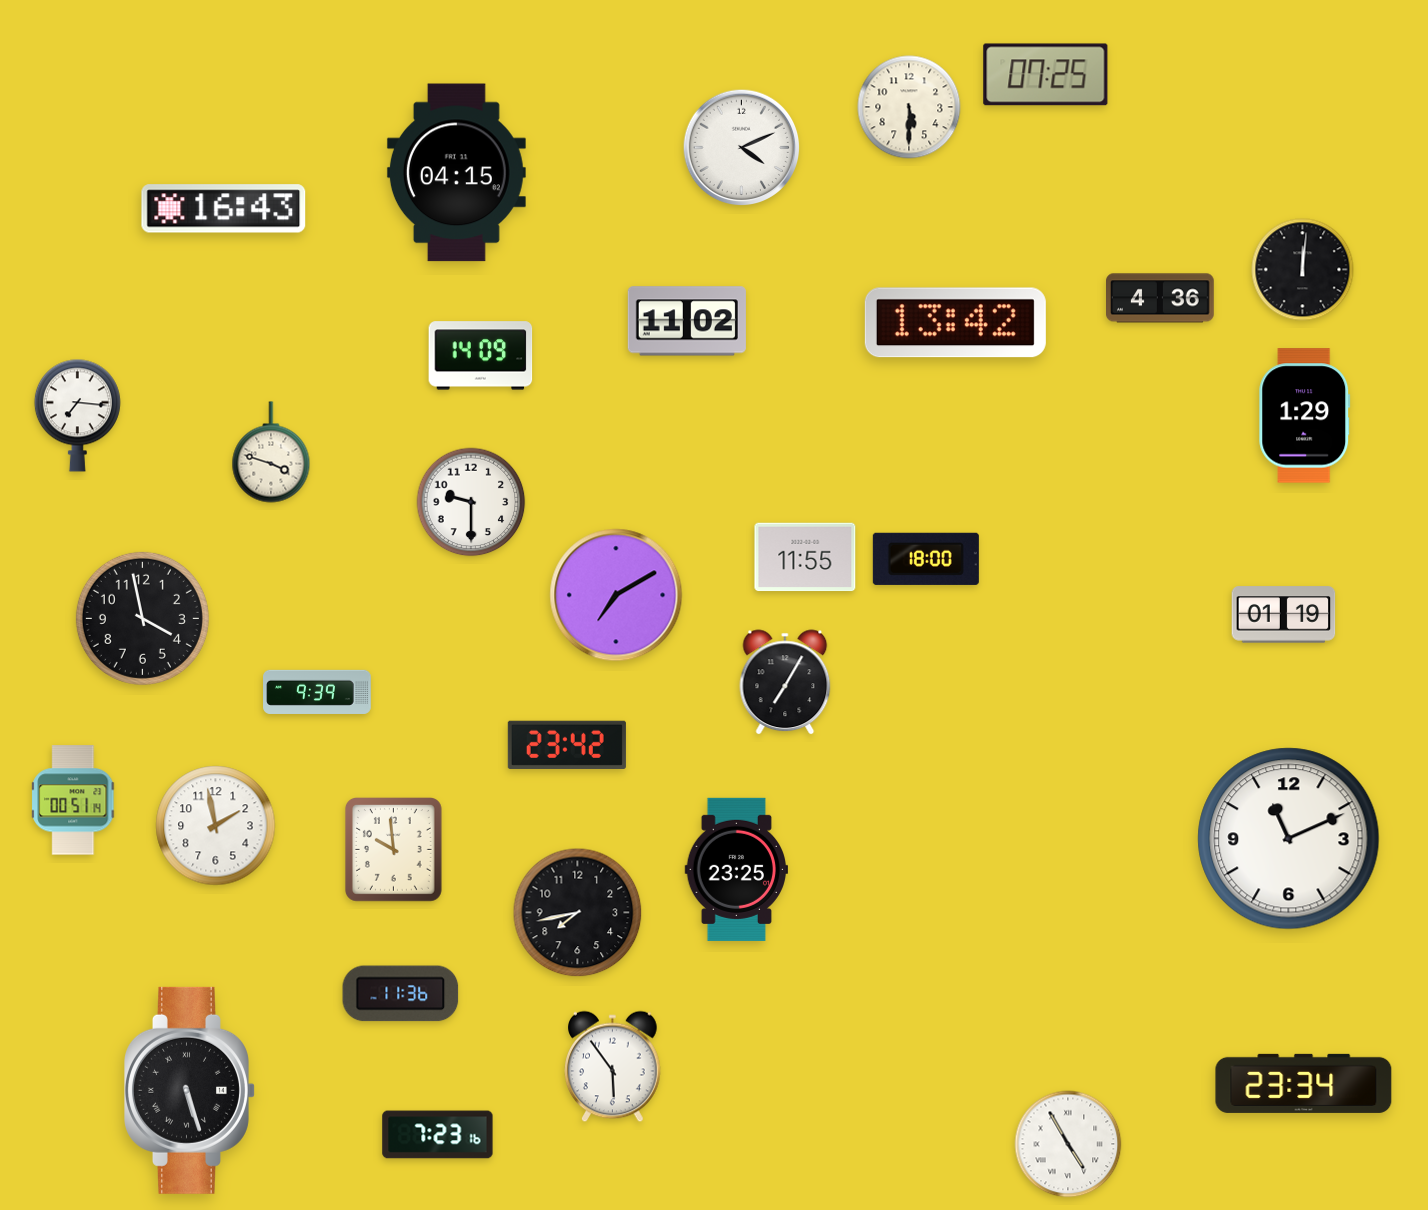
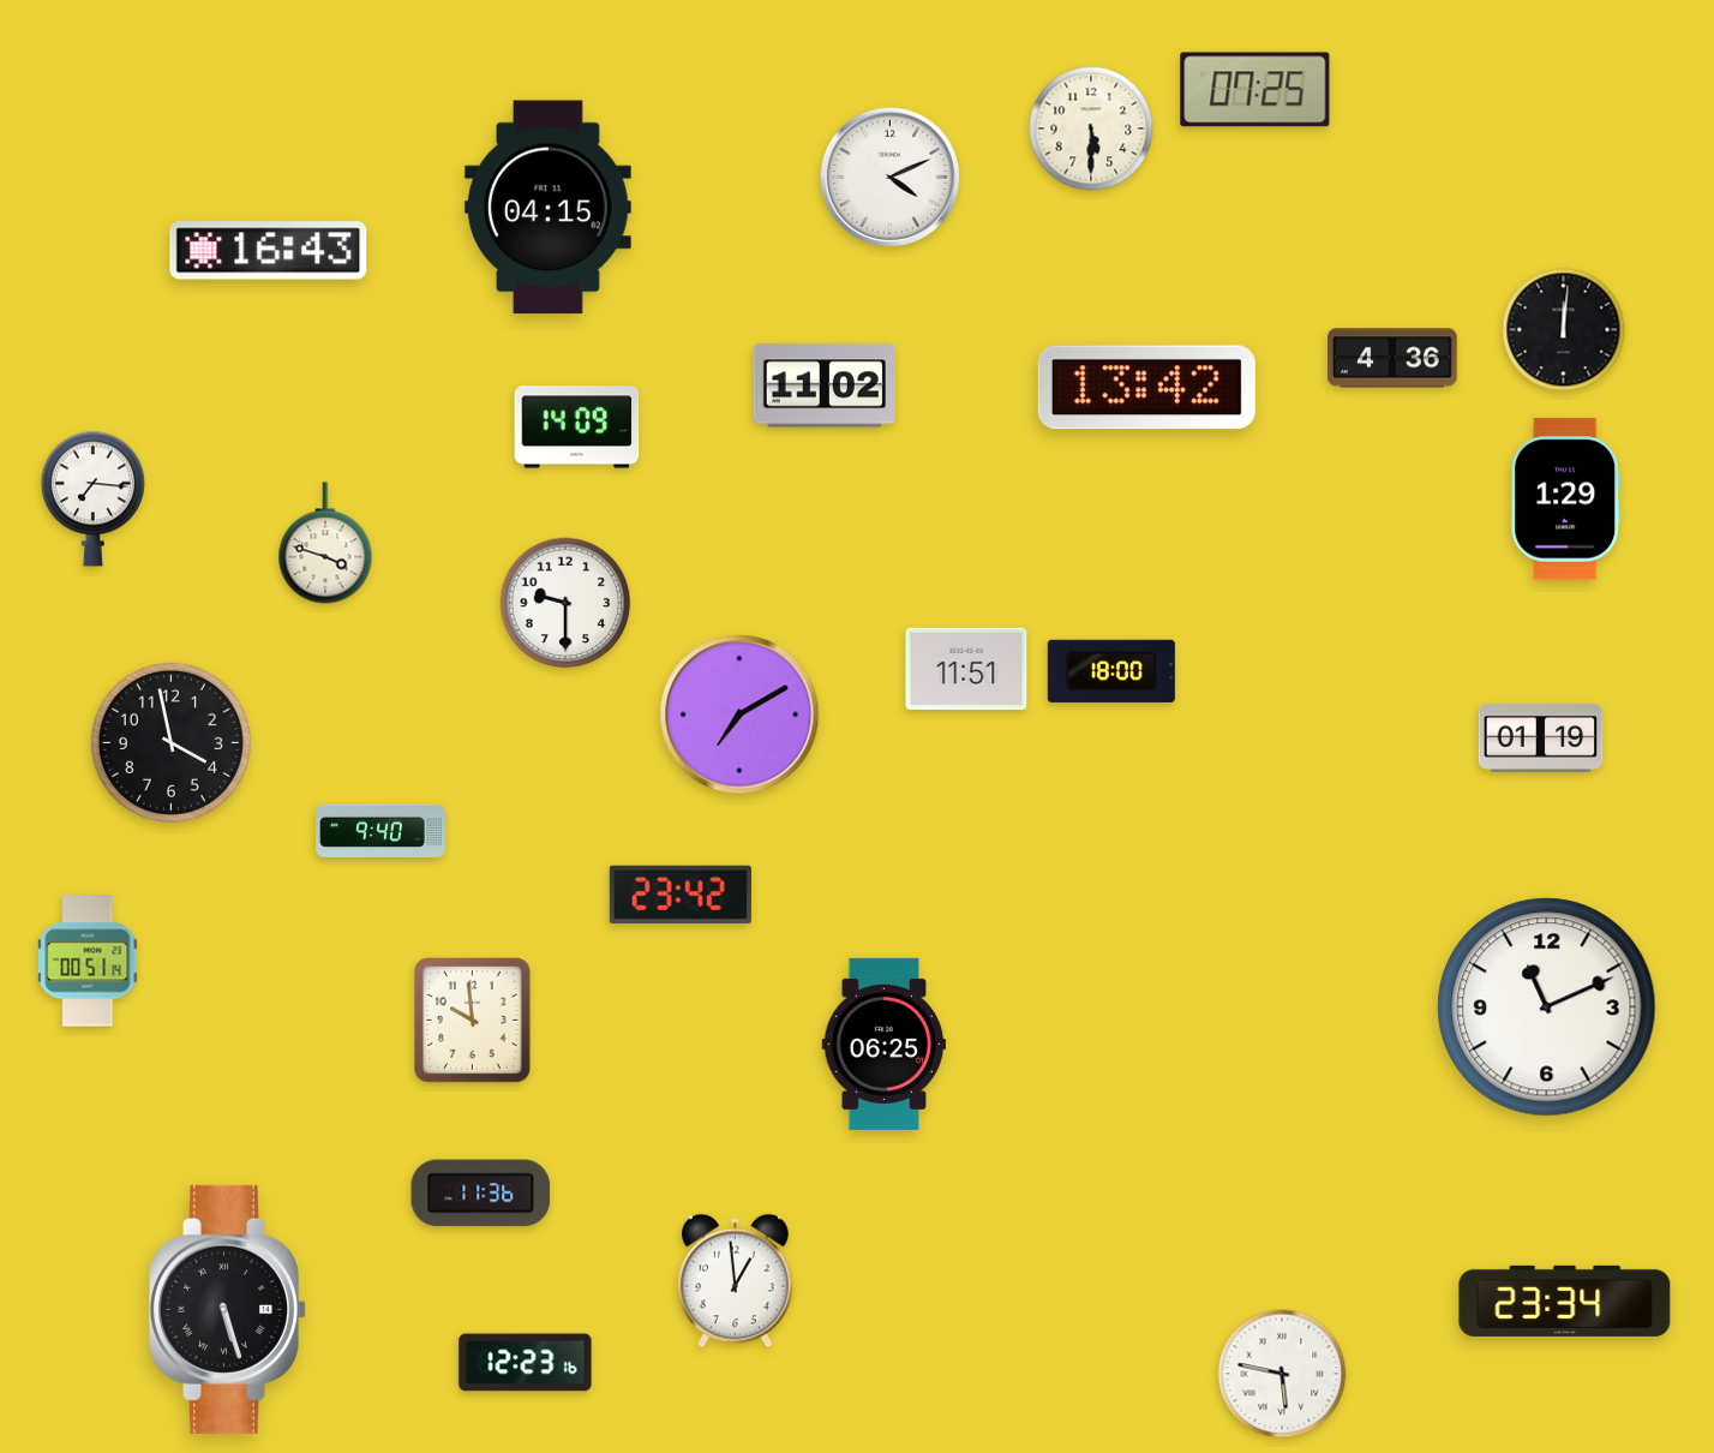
clock at (1303, 270) position: (1303, 270) -> (1564, 330)
clock at (805, 557): 11:55 -> 11:51
clock at (785, 682): 7:05 -> none
clock at (317, 692): 9:39 -> 9:40
clock at (216, 826): 1:58 -> none
clock at (736, 869): 23:25 -> 06:25
clock at (578, 913): 7:43 -> none
clock at (613, 1067): 5:54 -> 12:59
clock at (438, 1135): 7:23 -> 12:23
clock at (1068, 1144): 4:55 -> 5:47
